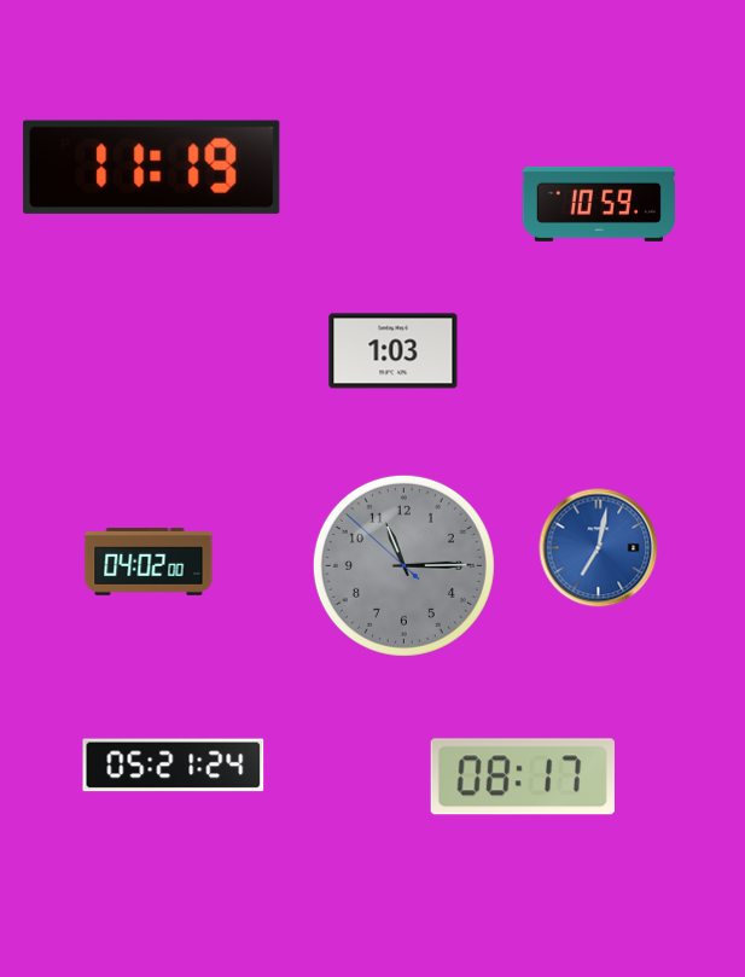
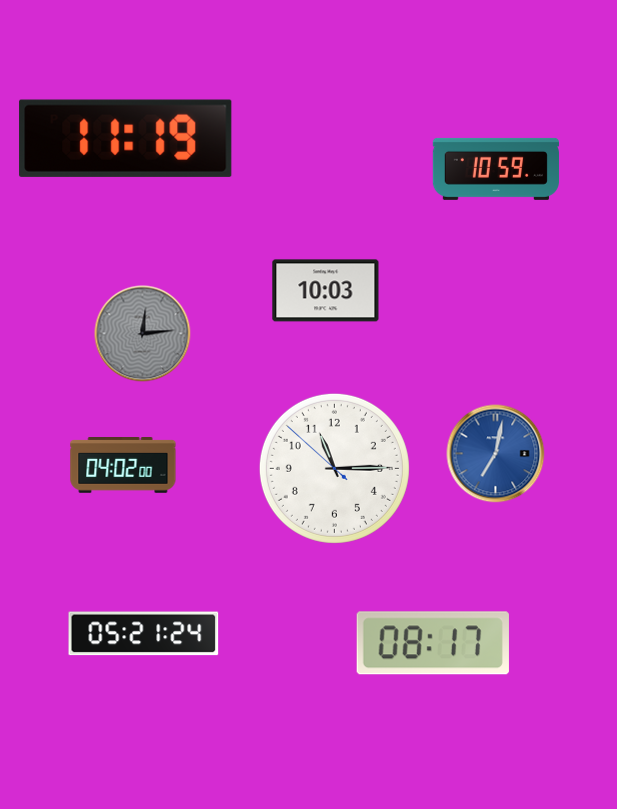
clock at (394, 351): 1:03 -> 10:03
clock at (143, 334): none -> 12:14
clock at (403, 565) dial: grey -> white
